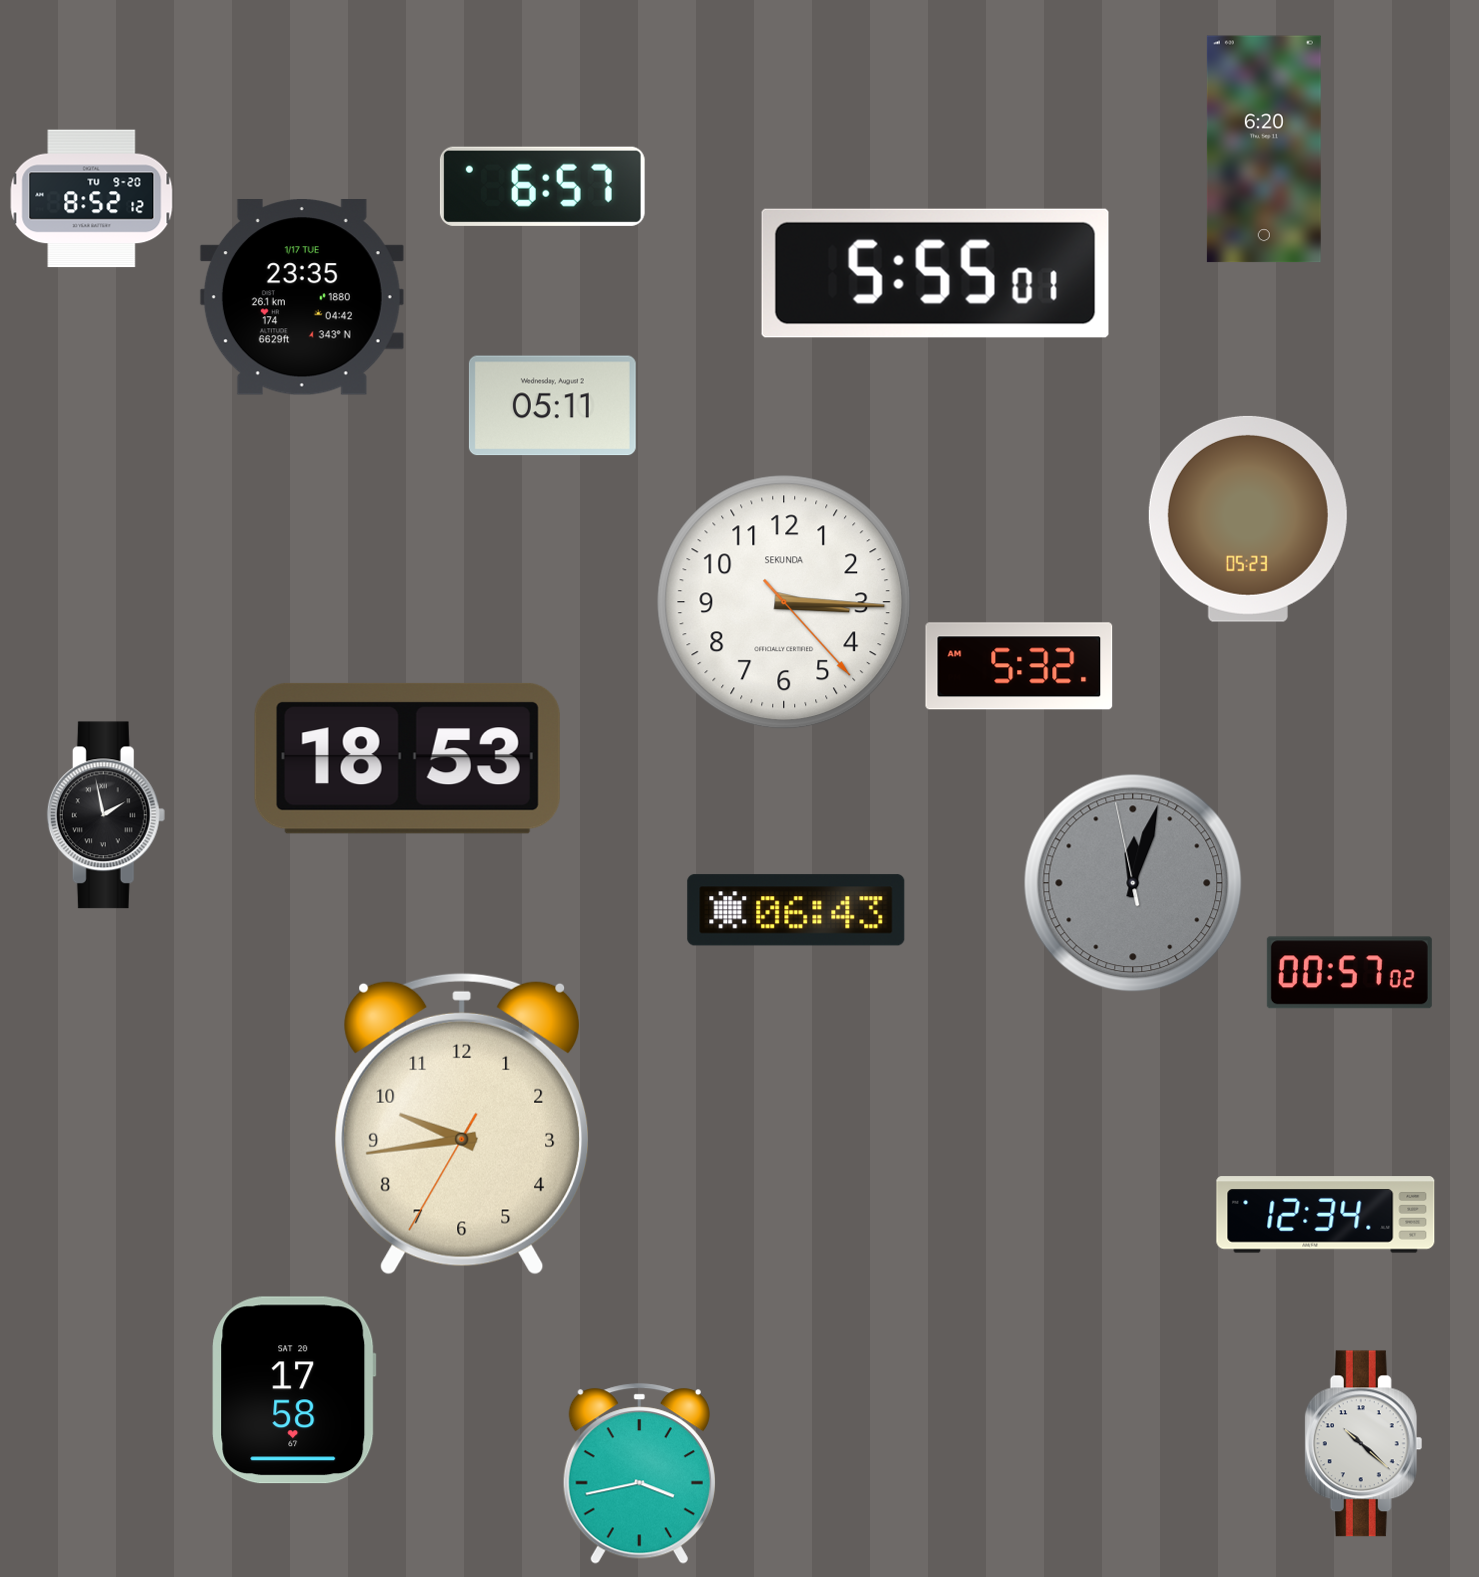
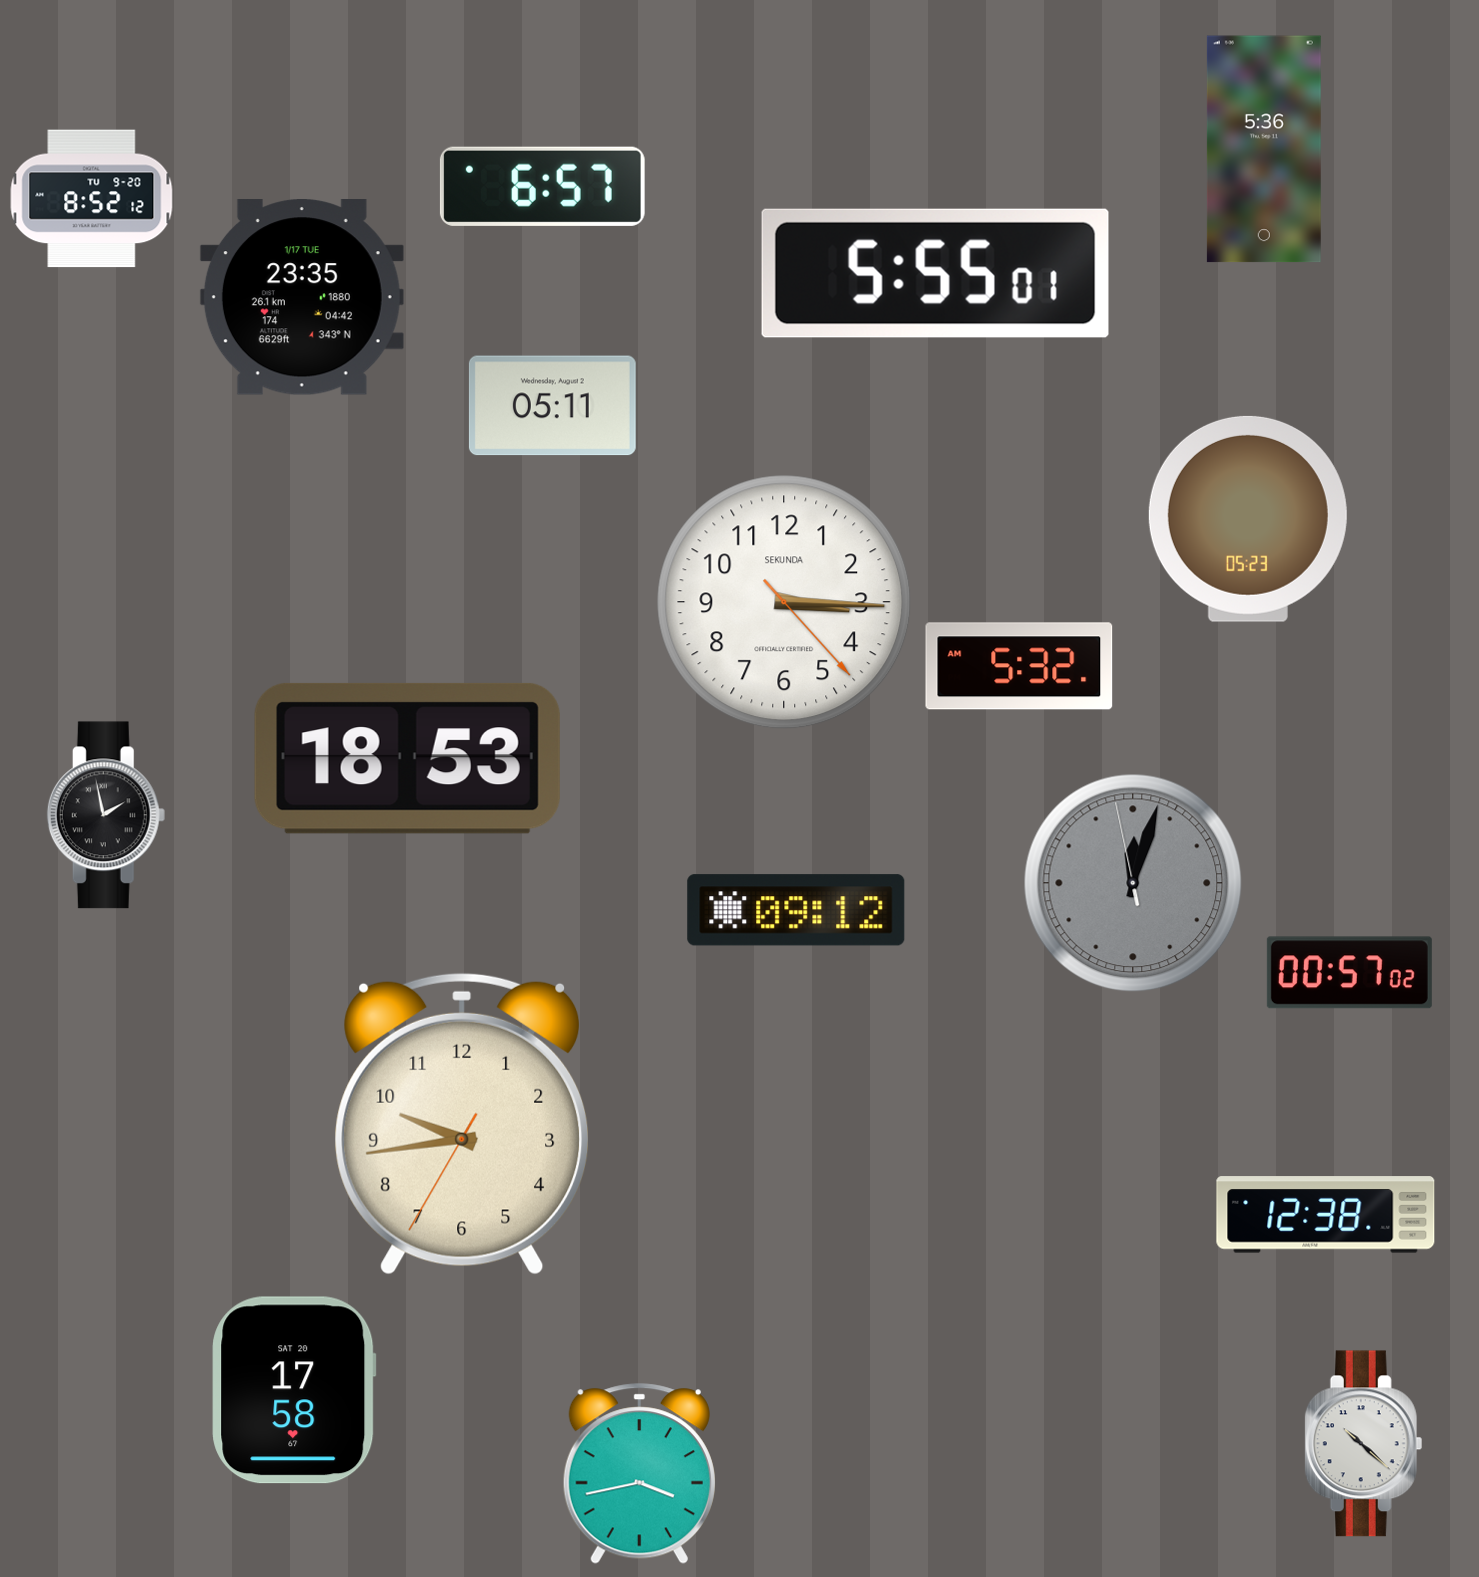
clock at (1264, 149): 6:20 -> 5:36
clock at (796, 910): 06:43 -> 09:12
clock at (1326, 1215): 12:34 -> 12:38
